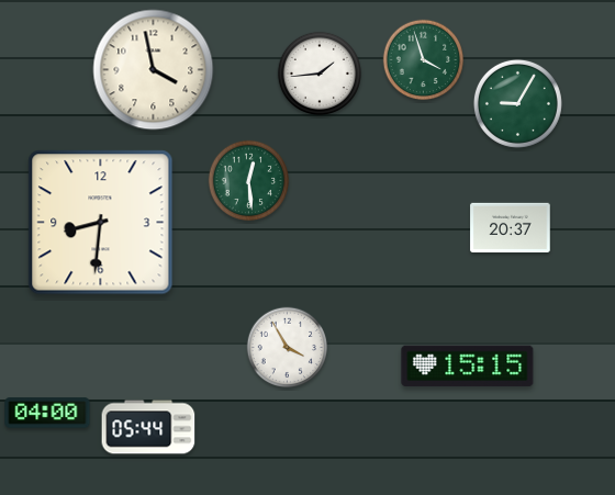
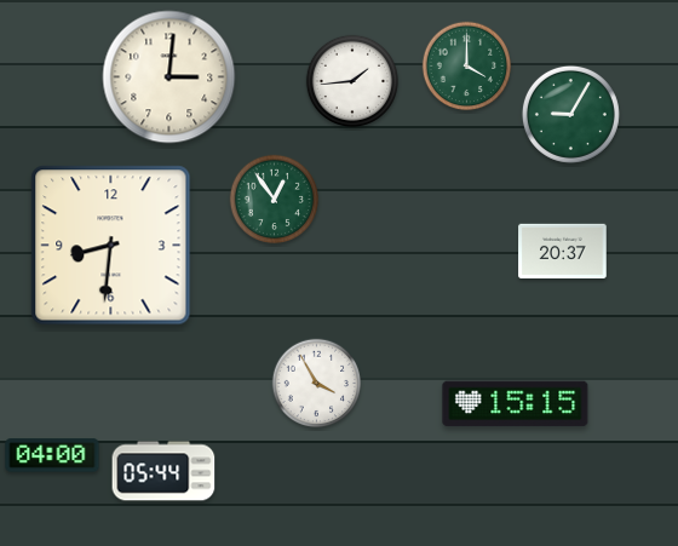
clock at (424, 60): 3:57 -> 4:00
clock at (154, 70): 3:58 -> 3:01
clock at (249, 181): 12:29 -> 12:54
